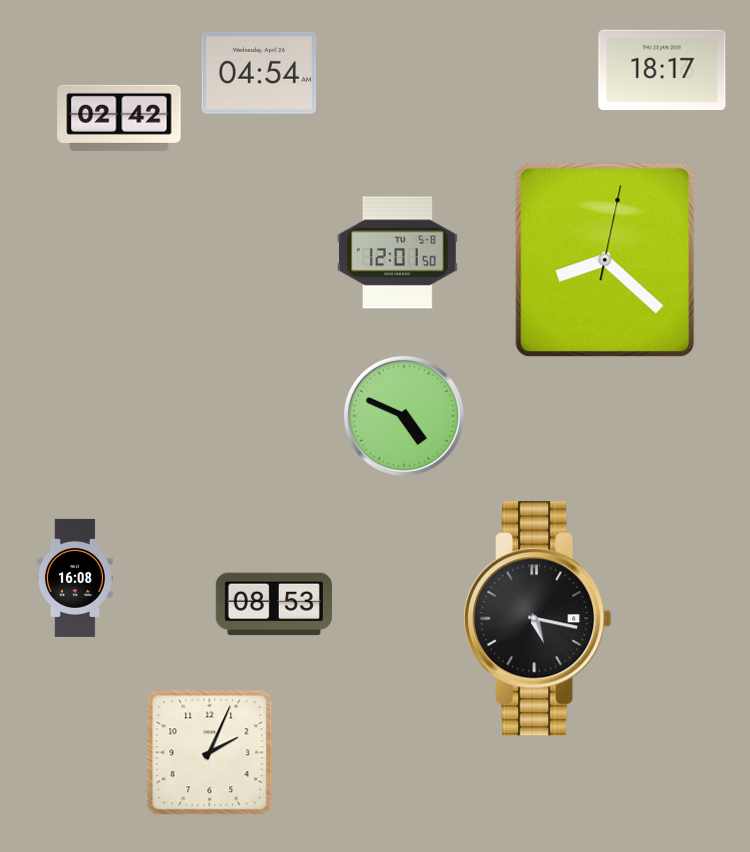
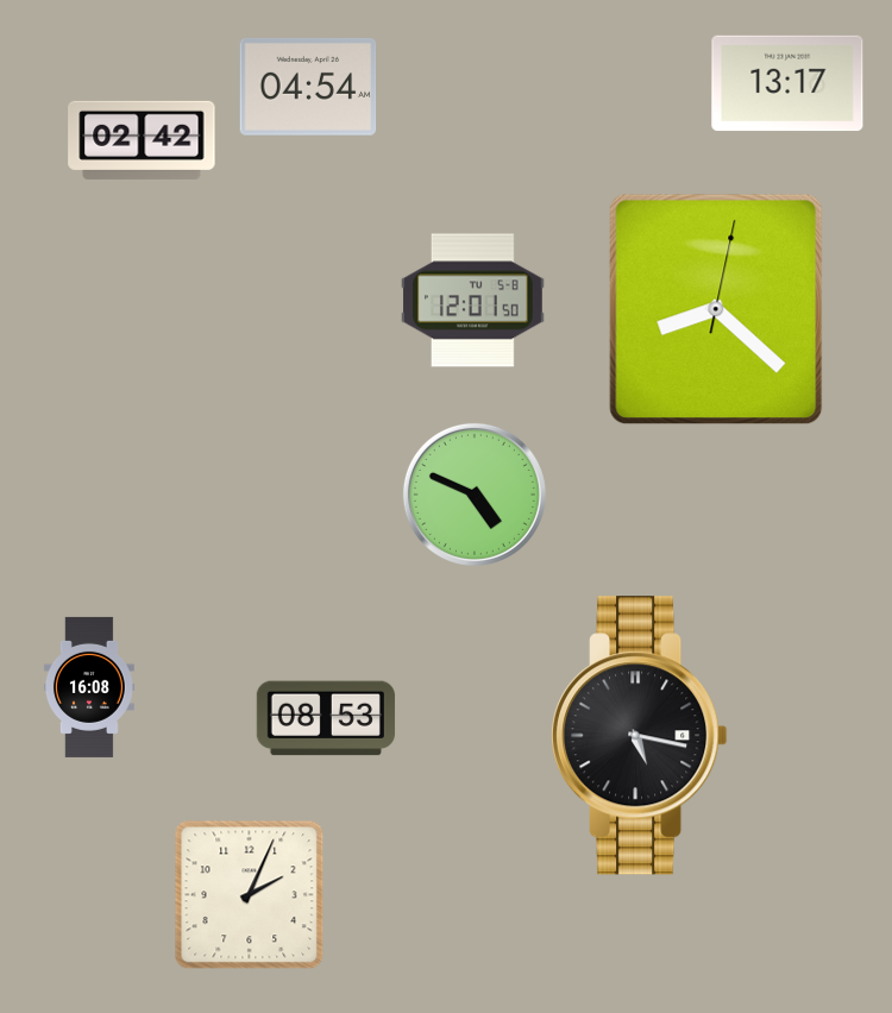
clock at (662, 70): 18:17 -> 13:17
clock at (605, 260) position: (605, 260) -> (716, 309)
clock at (404, 416) position: (404, 416) -> (475, 495)
